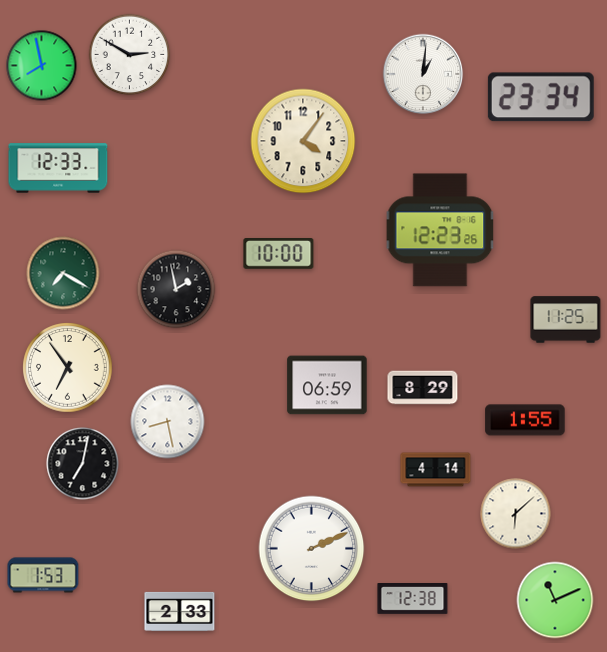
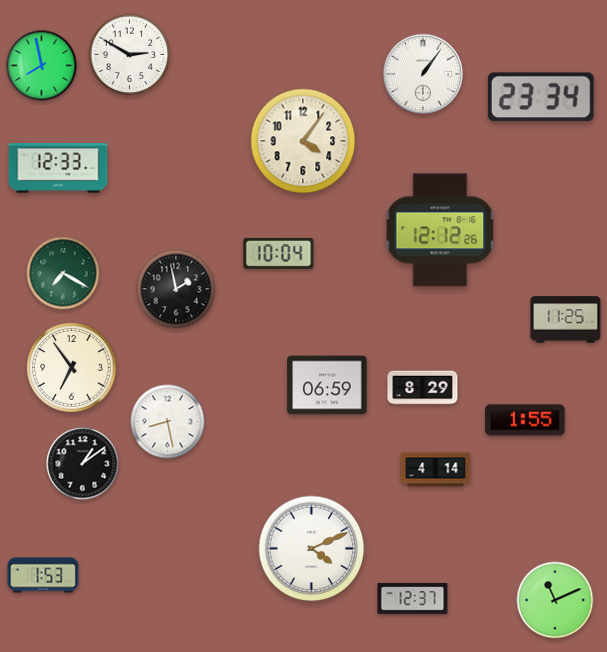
clock at (423, 74): 1:01 -> 1:06
clock at (440, 230): 12:23 -> 12:12
clock at (279, 254): 10:00 -> 10:04
clock at (68, 368) position: (68, 368) -> (72, 368)
clock at (83, 464): 7:02 -> 1:09
clock at (516, 514): 6:08 -> none
clock at (312, 549): 2:11 -> 4:11
clock at (413, 599): 12:38 -> 12:37
clock at (180, 611): 2:33 -> none
